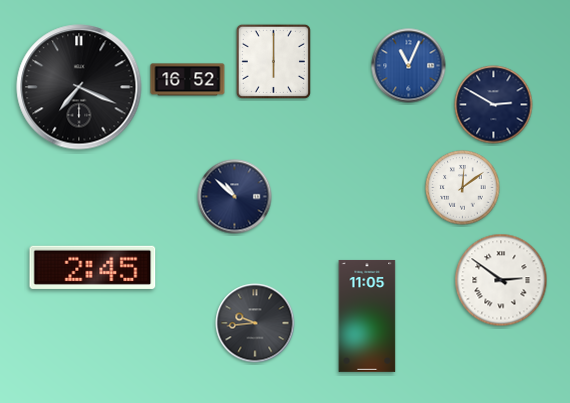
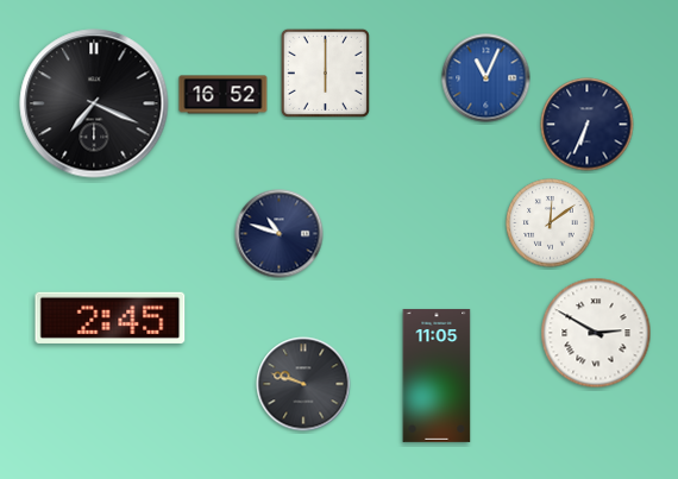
clock at (494, 105): 2:50 -> 6:34
clock at (235, 197): 10:52 -> 10:48
clock at (501, 280): 2:51 -> 2:50
clock at (255, 323): 9:44 -> 9:48
